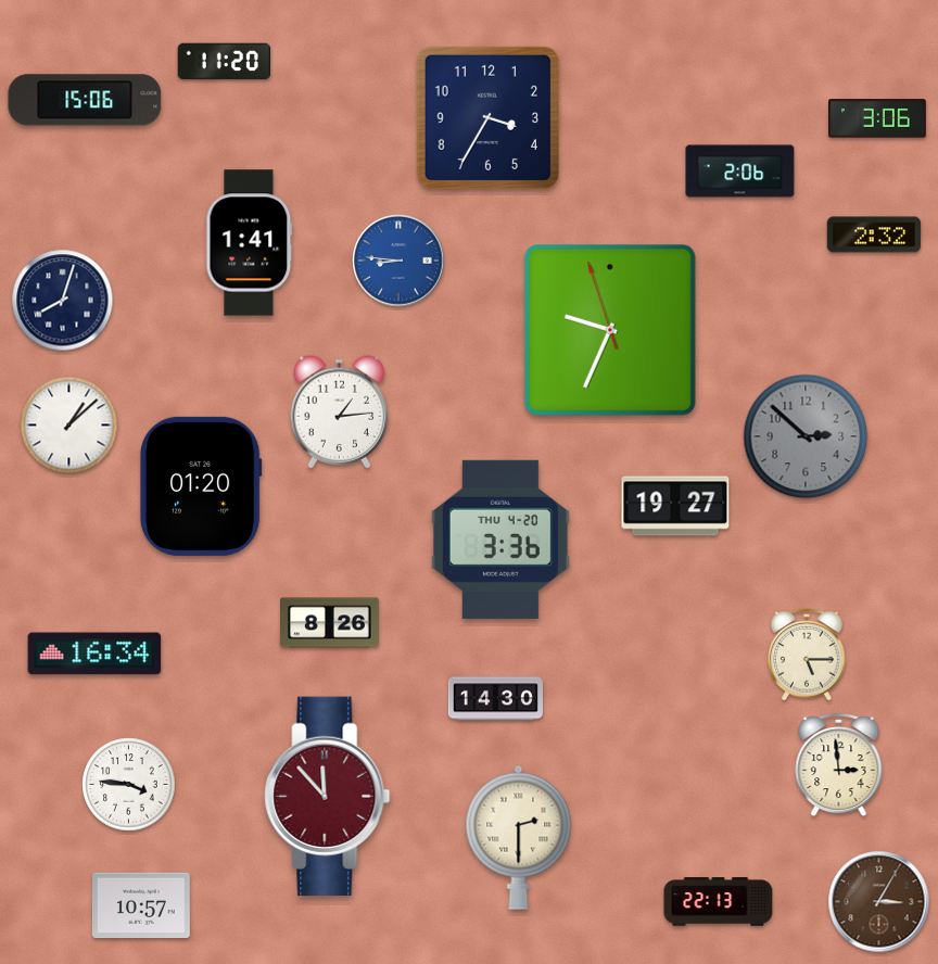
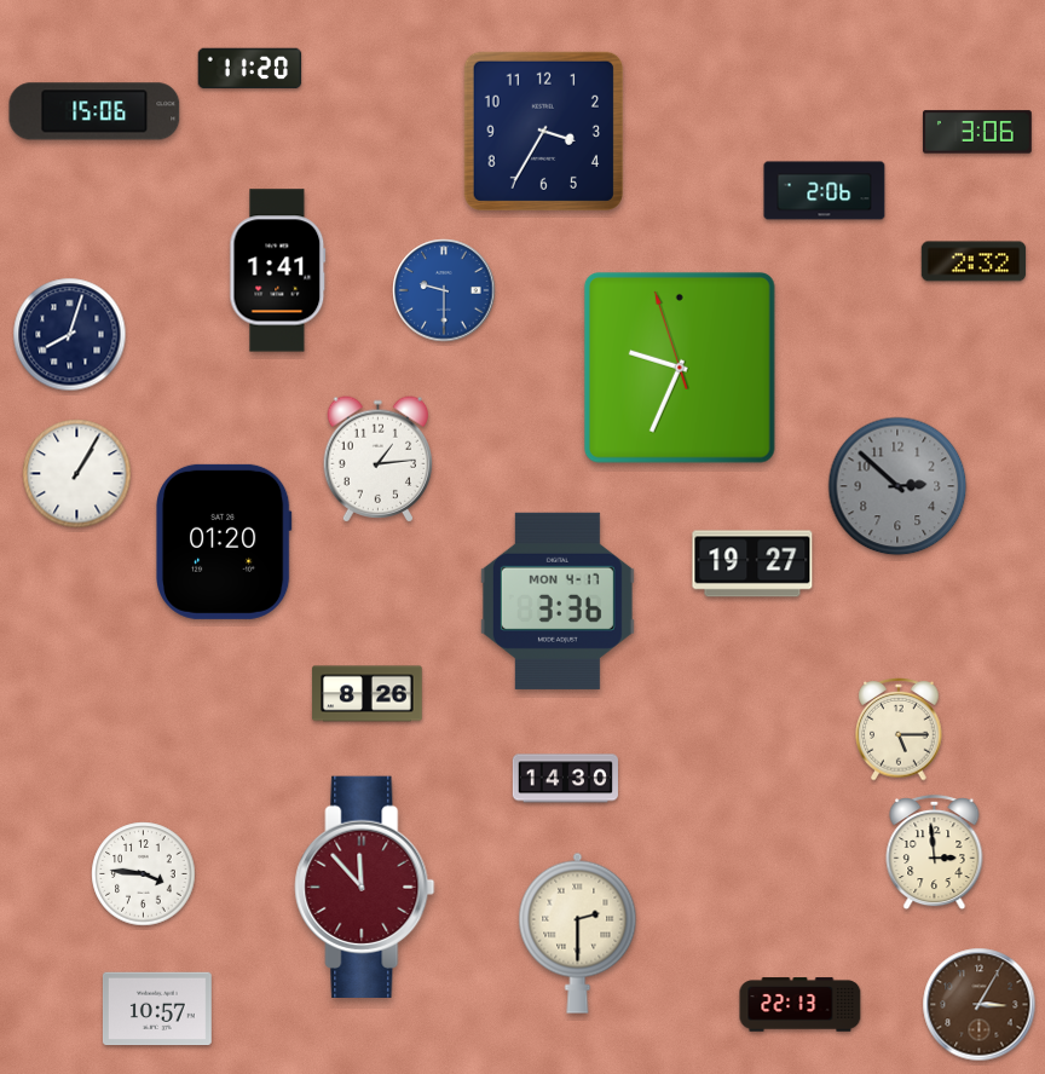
clock at (398, 261): 8:46 -> 9:30
clock at (69, 426): 1:08 -> 1:05
clock at (500, 540) date: THU 4-20 -> MON 4-17
clock at (94, 654): 16:34 -> none
clock at (495, 699) position: (495, 699) -> (565, 779)
